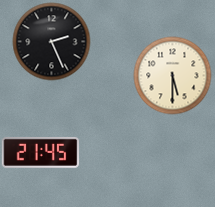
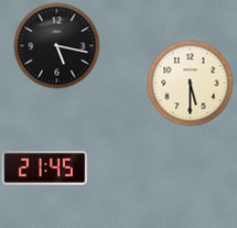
clock at (51, 41): 2:26 -> 5:17
